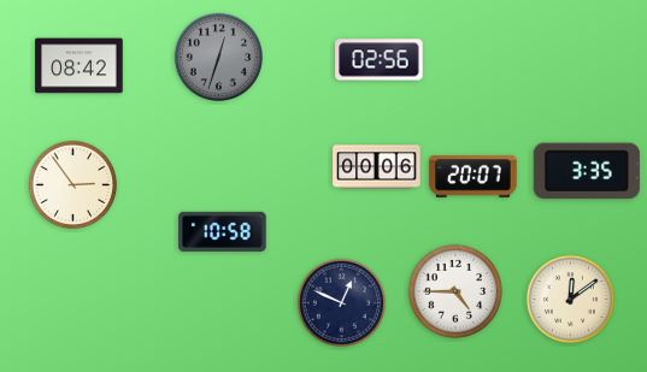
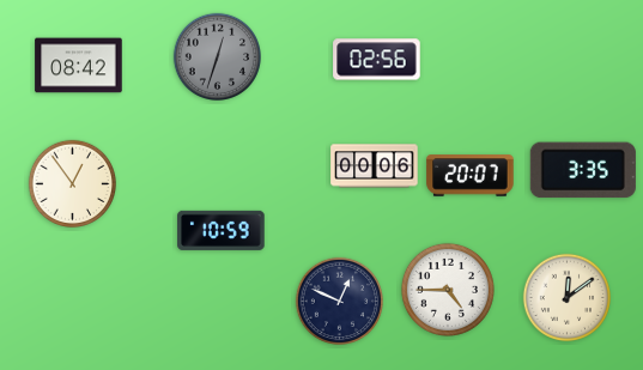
clock at (73, 185): 2:54 -> 12:54
clock at (223, 231): 10:58 -> 10:59
clock at (455, 291) position: (455, 291) -> (448, 290)
